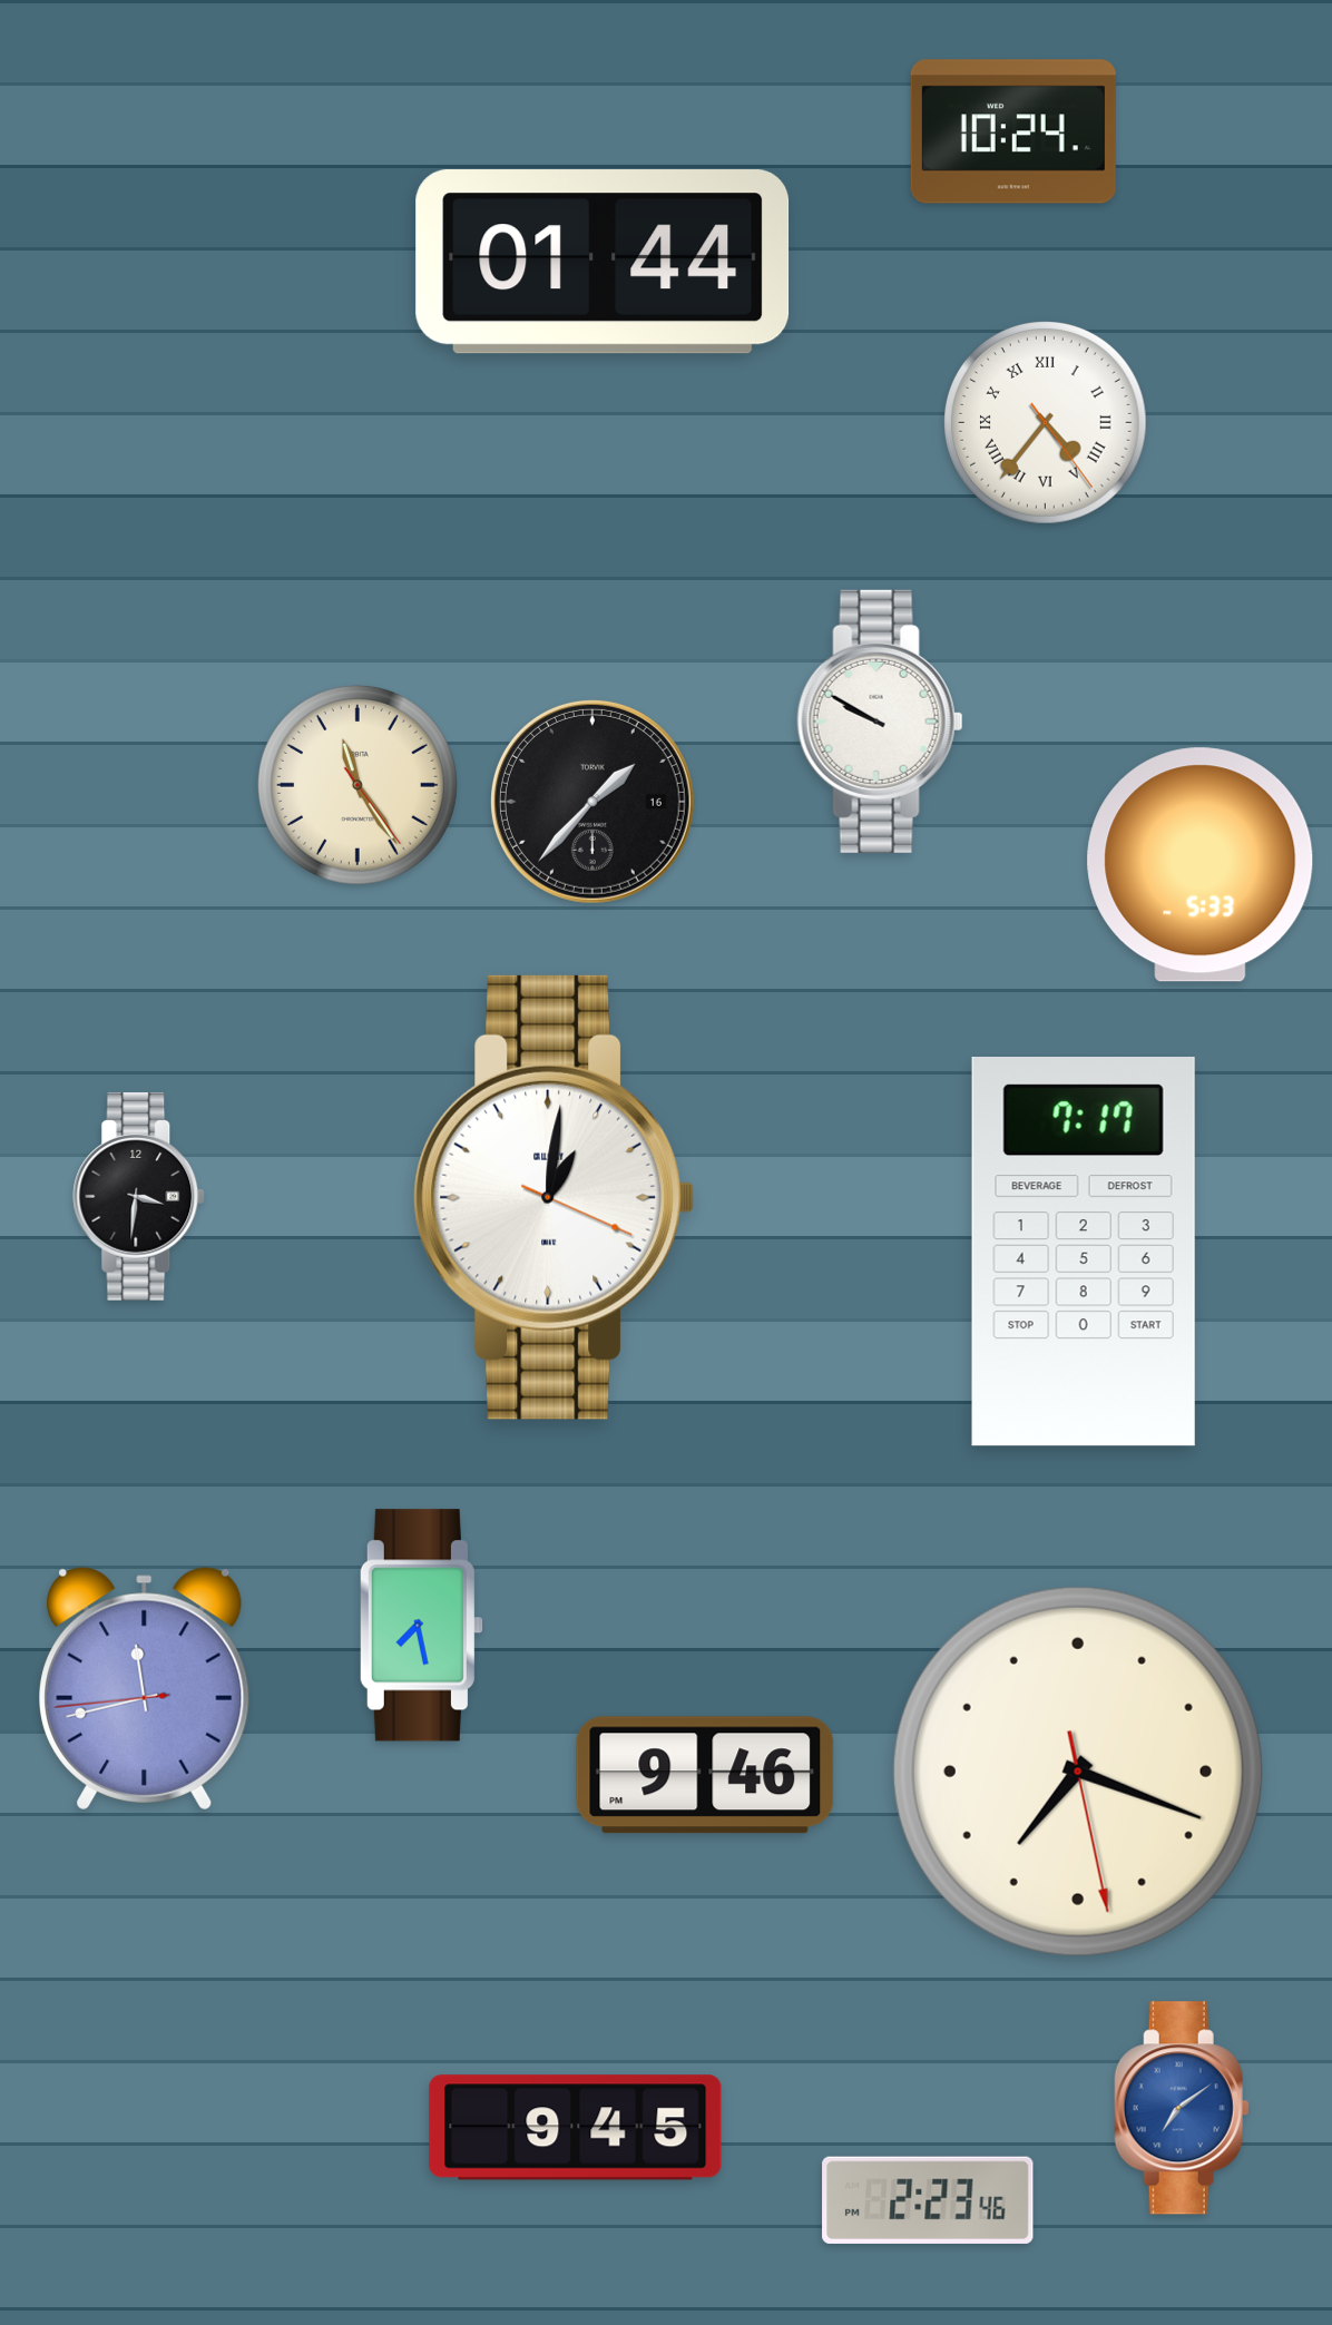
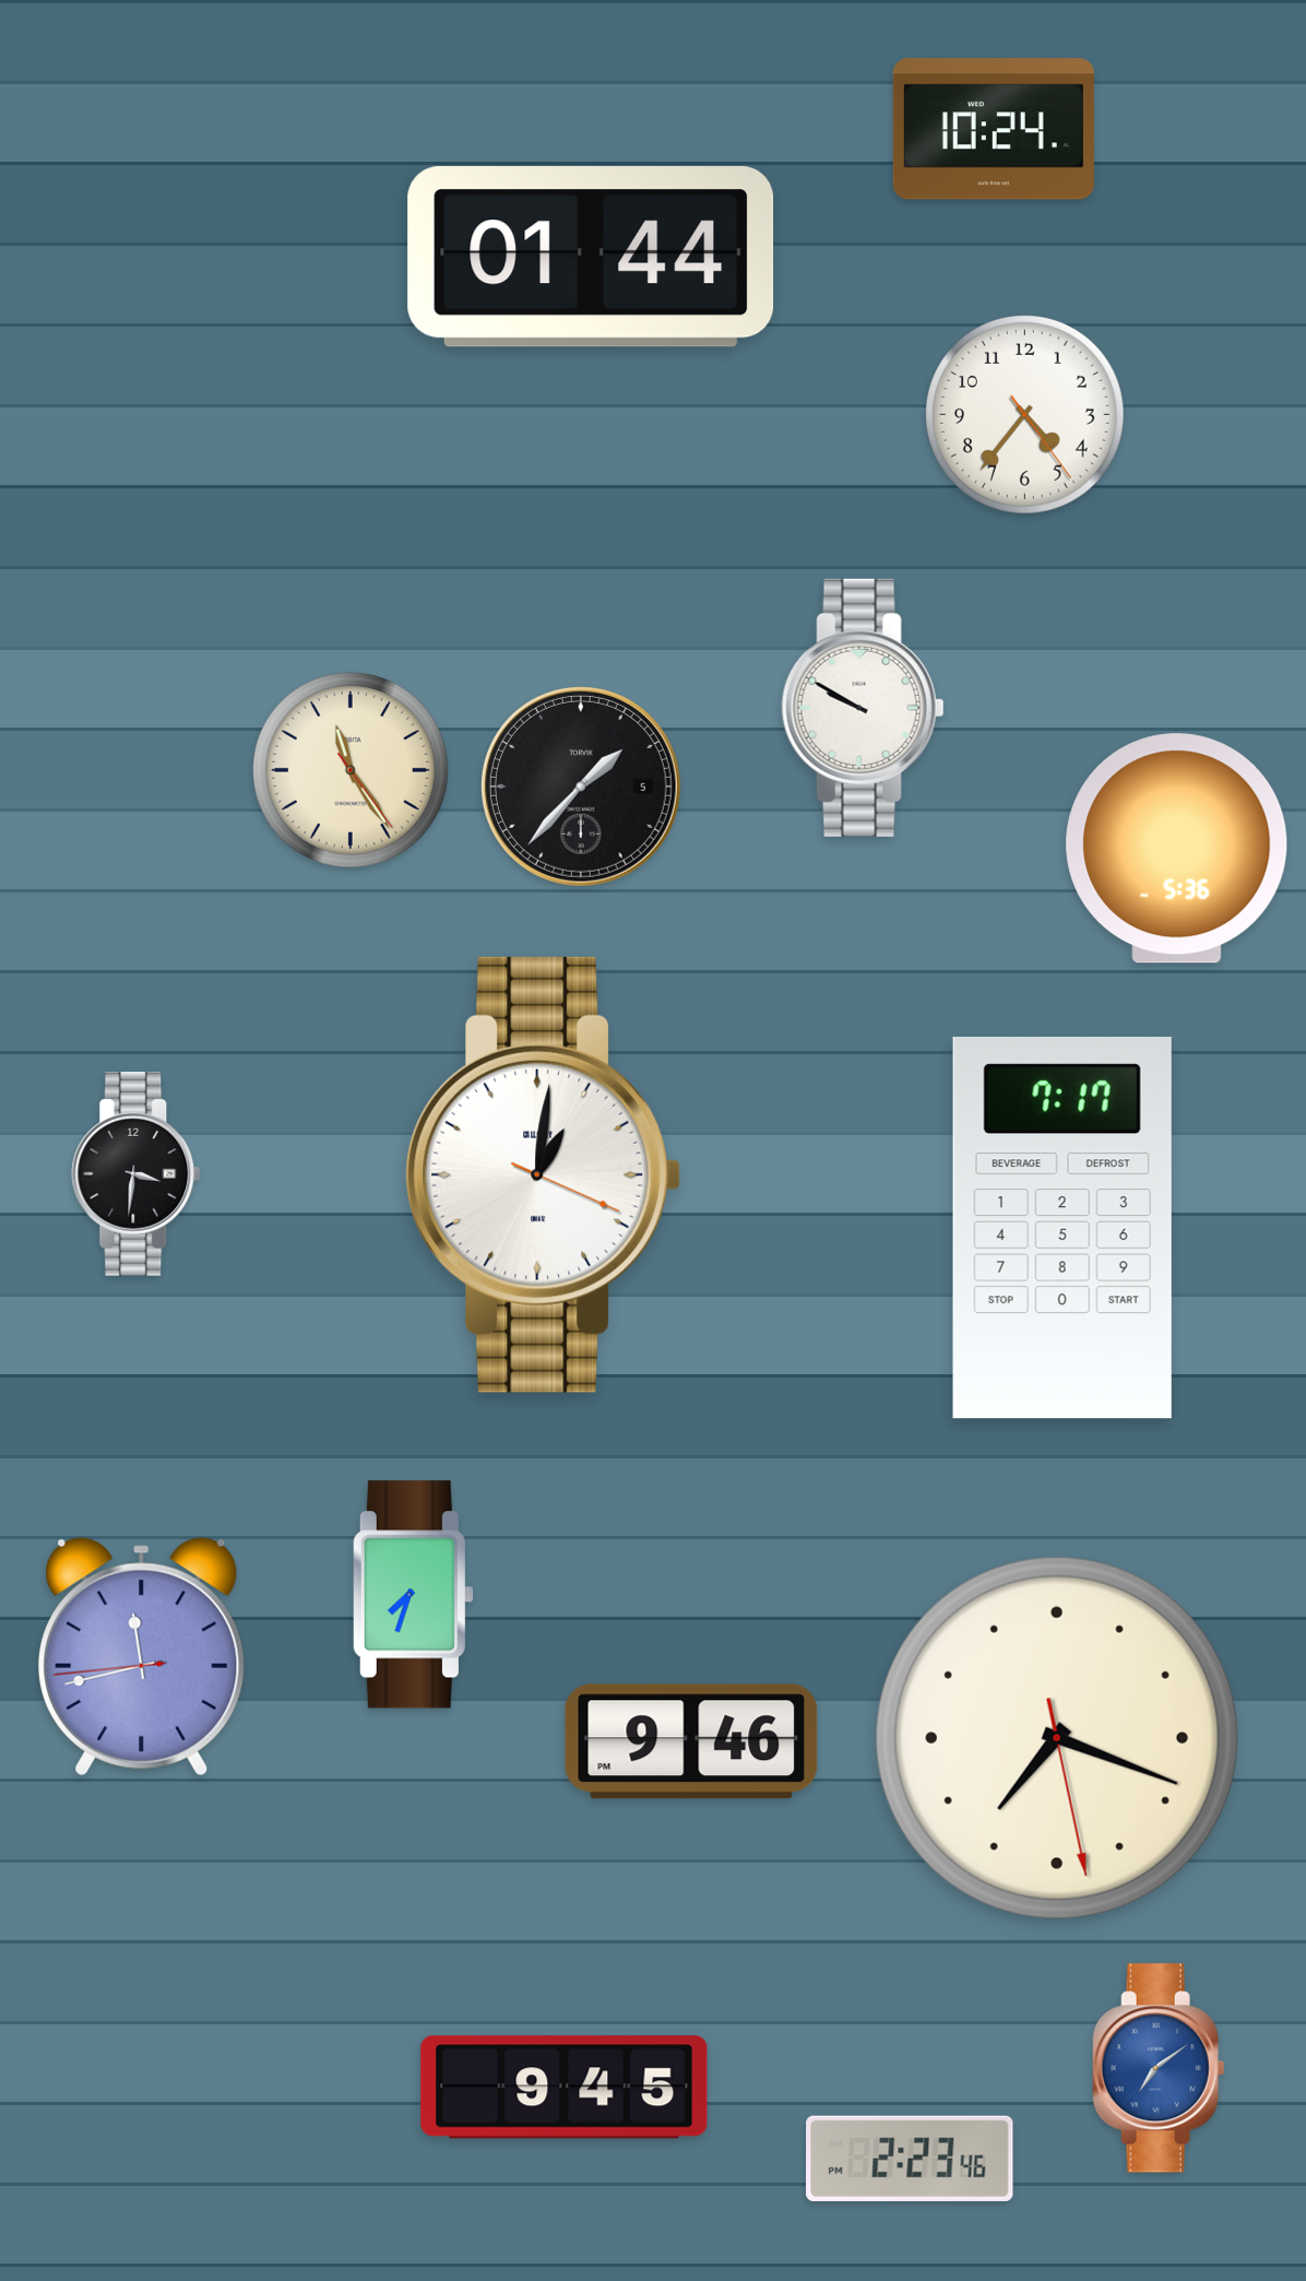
clock at (1046, 423) numerals: Roman -> Arabic
clock at (592, 802) date: 16 -> 5
clock at (1201, 865): 5:33 -> 5:36
clock at (421, 1626): 7:28 -> 7:33
